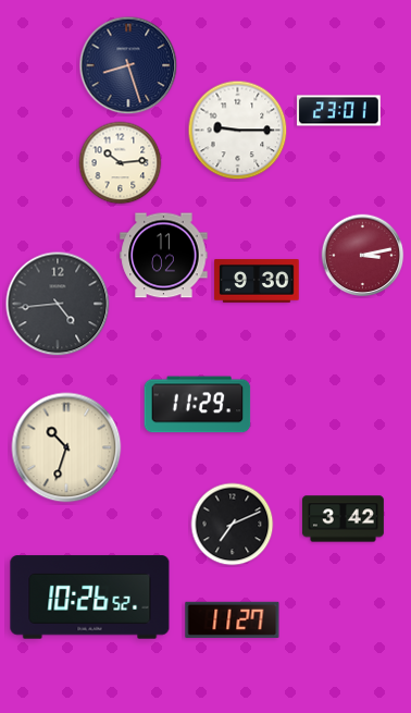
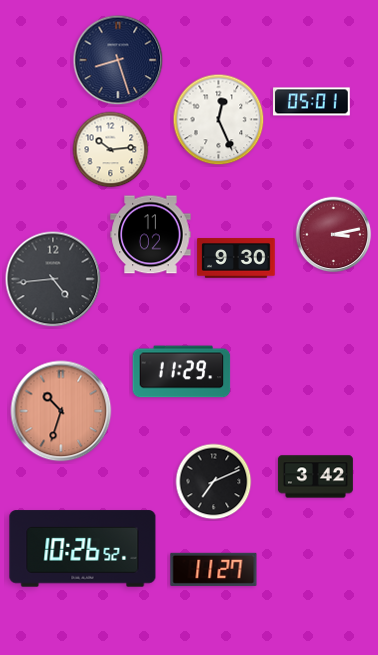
clock at (339, 111): 23:01 -> 05:01
clock at (238, 131): 9:15 -> 12:26
clock at (66, 447) dial: cream -> salmon
